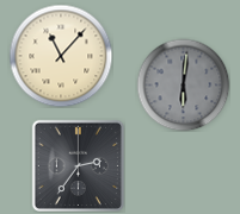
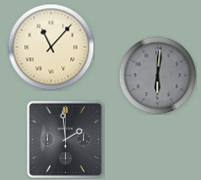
clock at (183, 84) position: (183, 84) -> (157, 75)
clock at (78, 165): 2:36 -> 1:59
